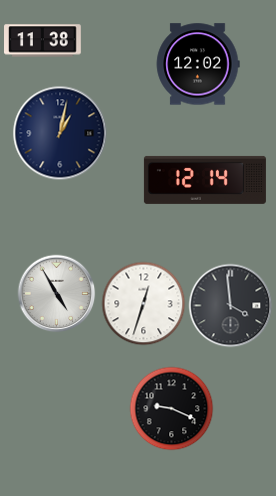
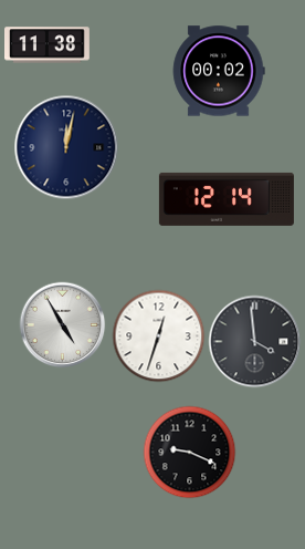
clock at (198, 64): 12:02 -> 00:02
clock at (60, 133): 1:02 -> 12:02
clock at (230, 305) position: (230, 305) -> (254, 341)
